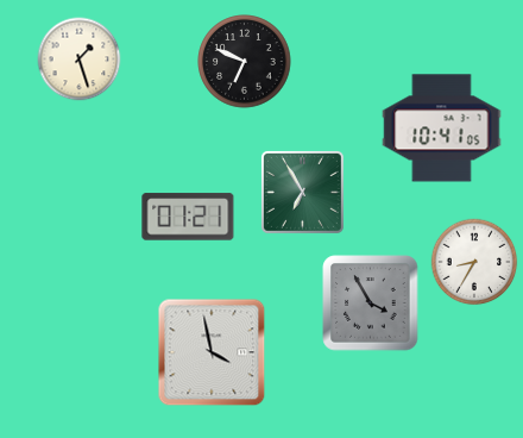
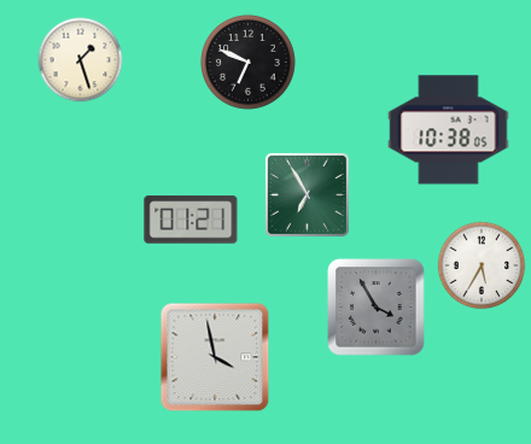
clock at (442, 129): 10:41 -> 10:38
clock at (474, 262): 8:35 -> 5:35
